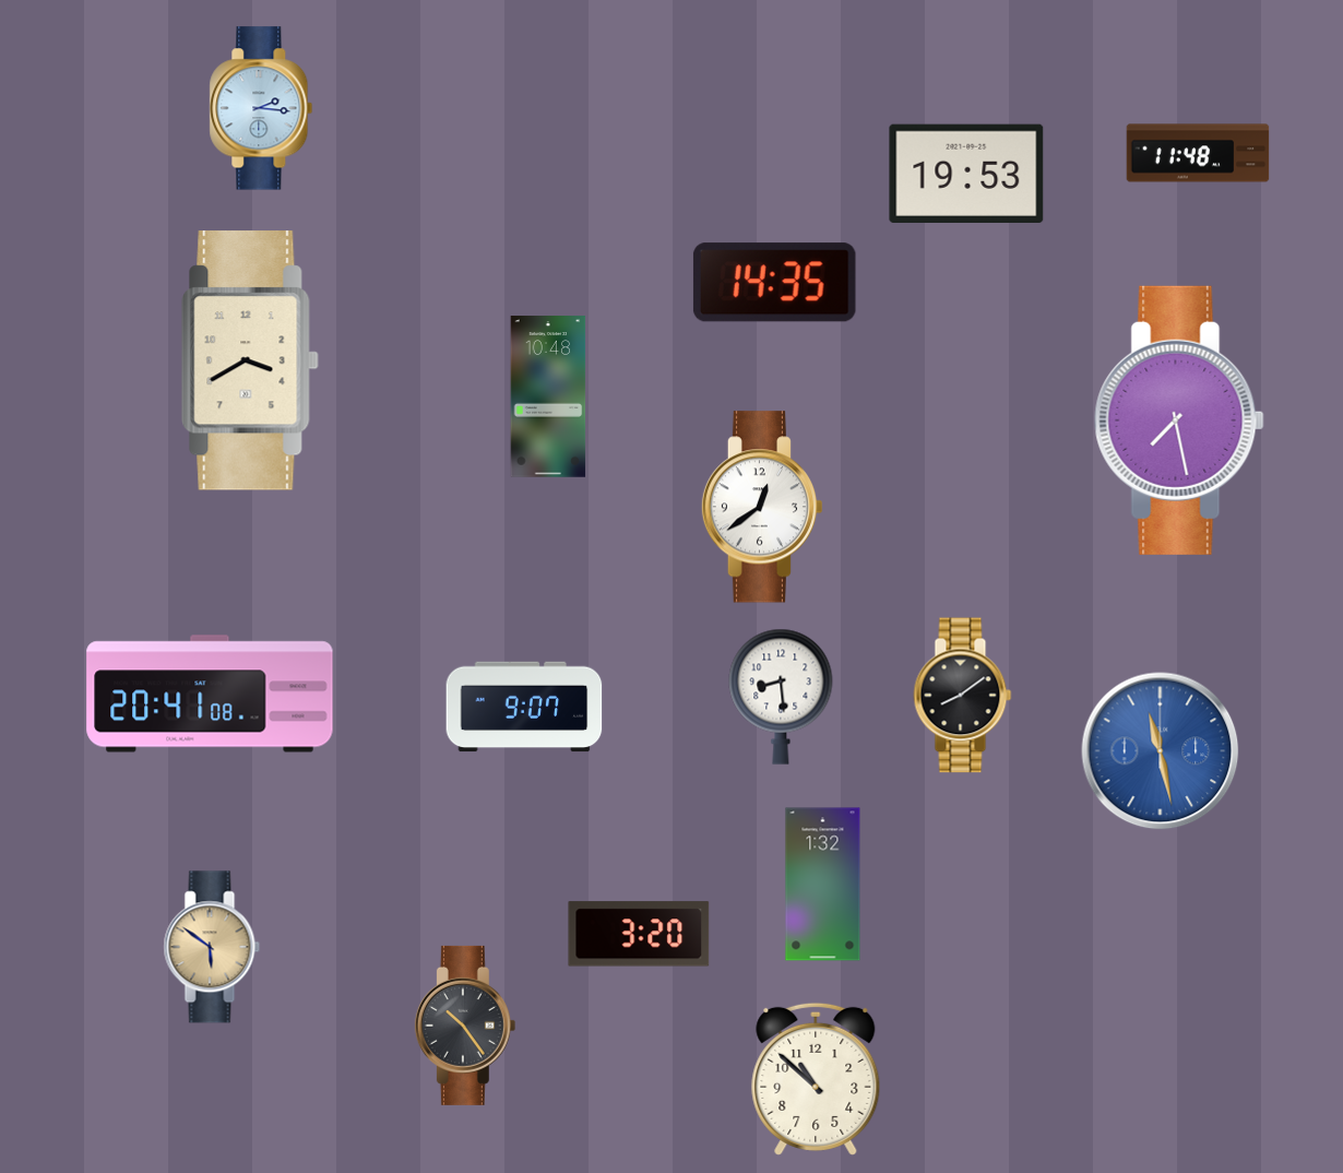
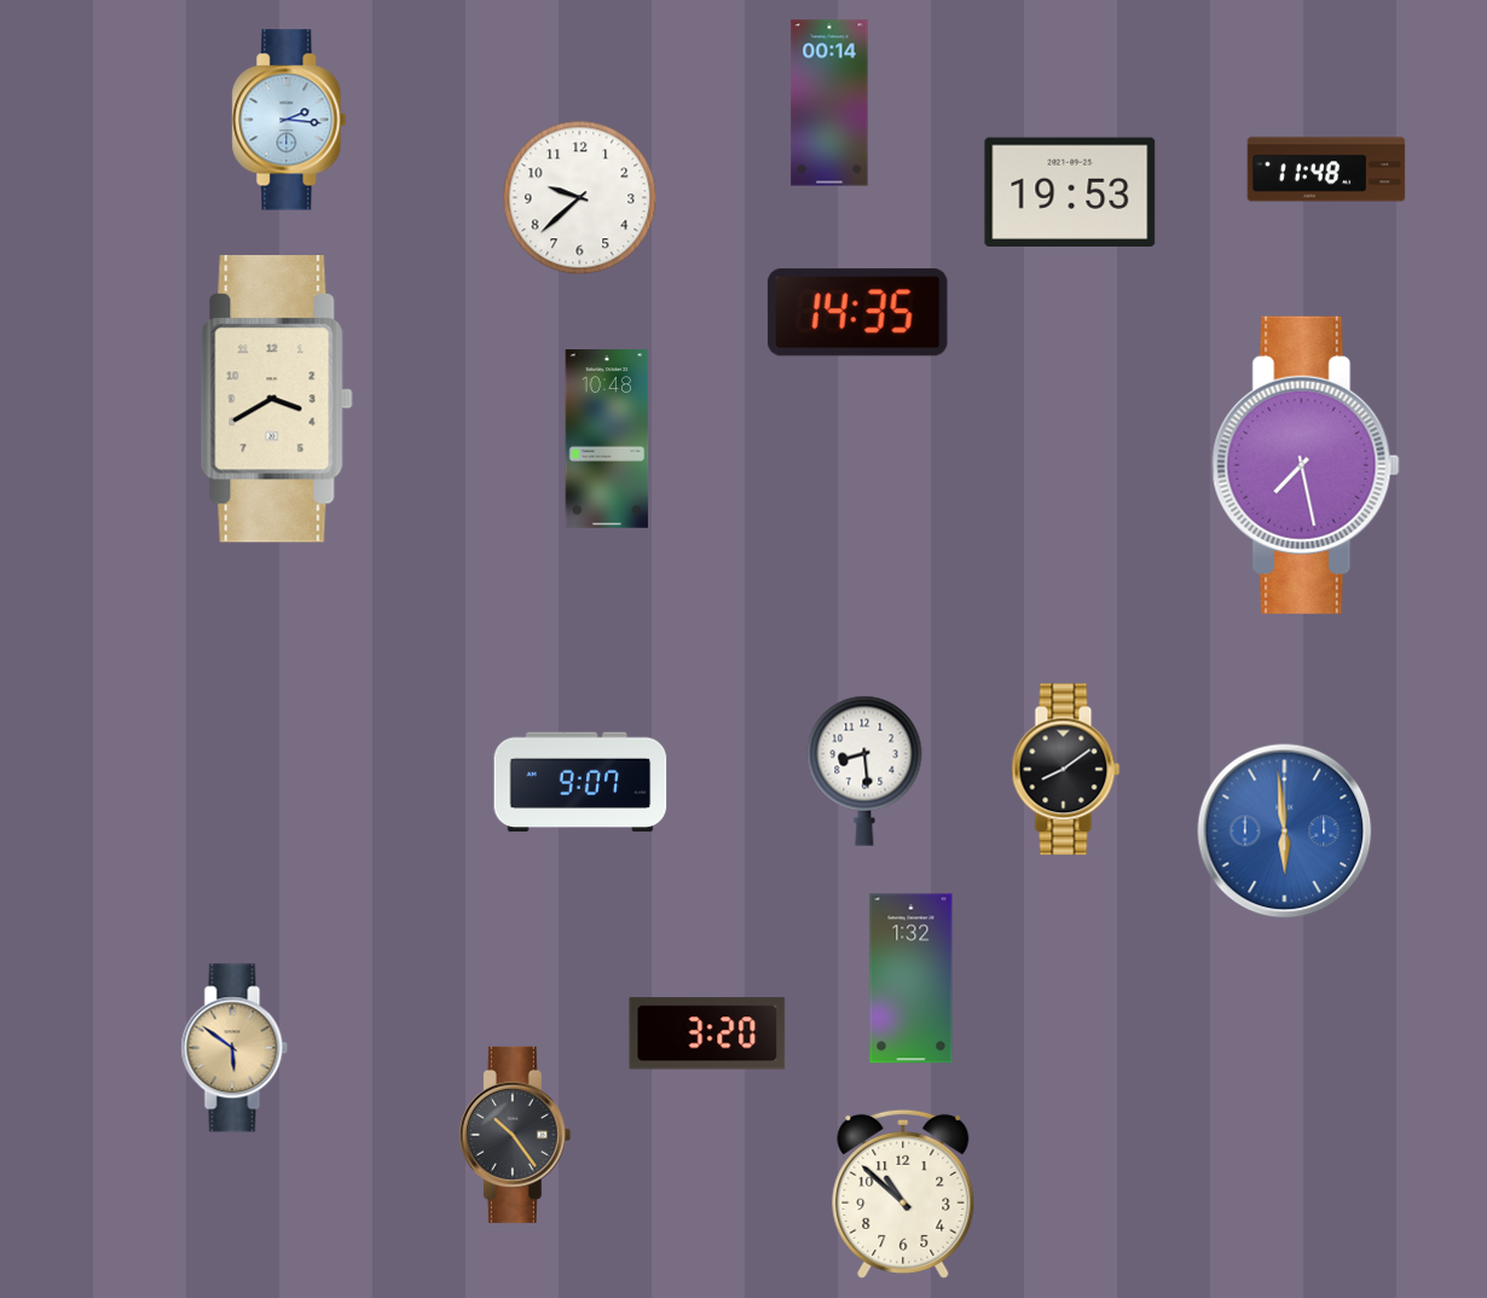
clock at (829, 103): none -> 00:14
clock at (580, 198): none -> 9:38
clock at (762, 507): 12:39 -> none
clock at (210, 694): 20:41 -> none
clock at (1161, 751): 11:28 -> 5:59
